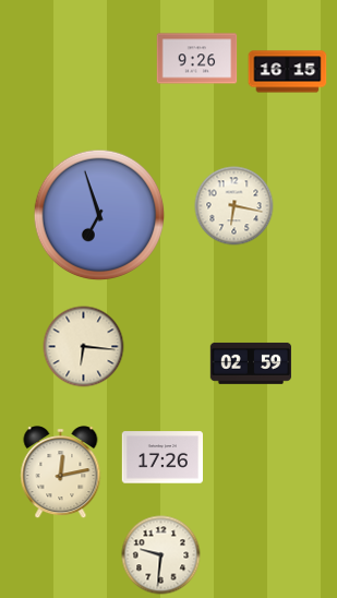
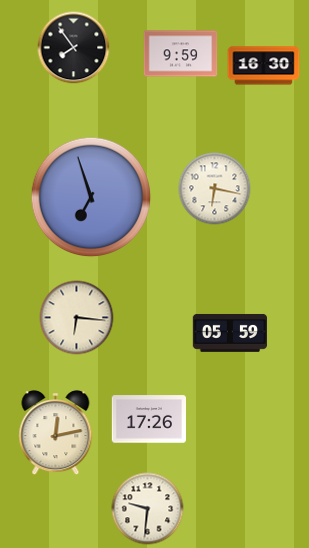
clock at (74, 48): none -> 7:54
clock at (197, 59): 9:26 -> 9:59
clock at (288, 72): 16:15 -> 16:30
clock at (251, 363): 02:59 -> 05:59
